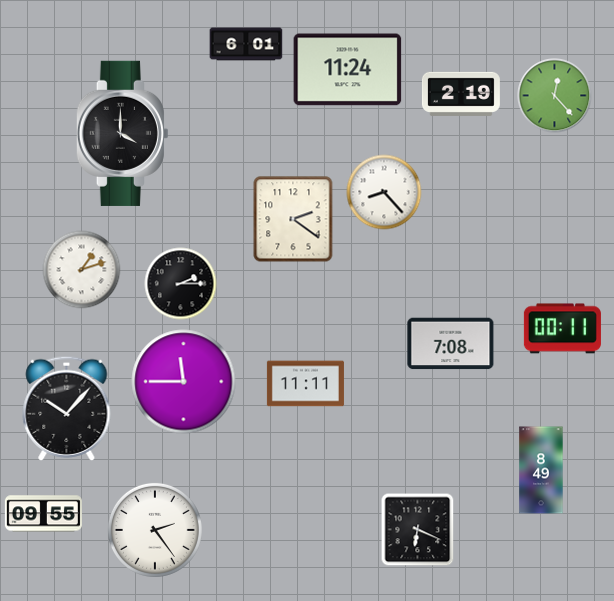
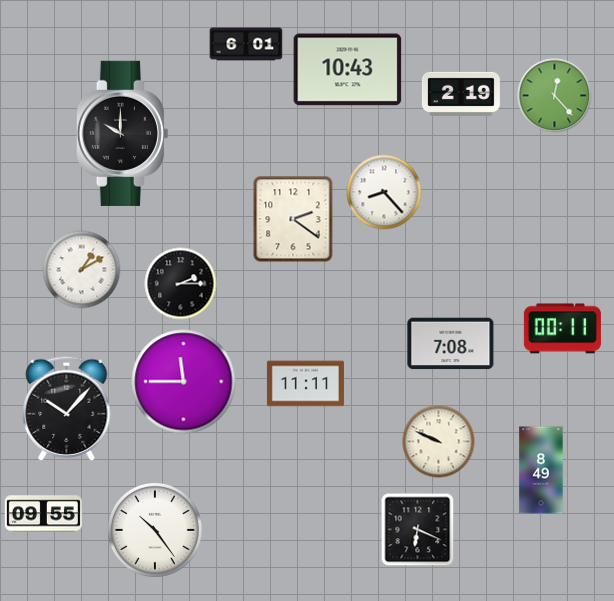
clock at (348, 70): 11:24 -> 10:43
clock at (122, 133): 4:00 -> 10:00
clock at (82, 270): 1:12 -> 1:10
clock at (439, 442): none -> 9:49
clock at (155, 530): 2:24 -> 10:24
